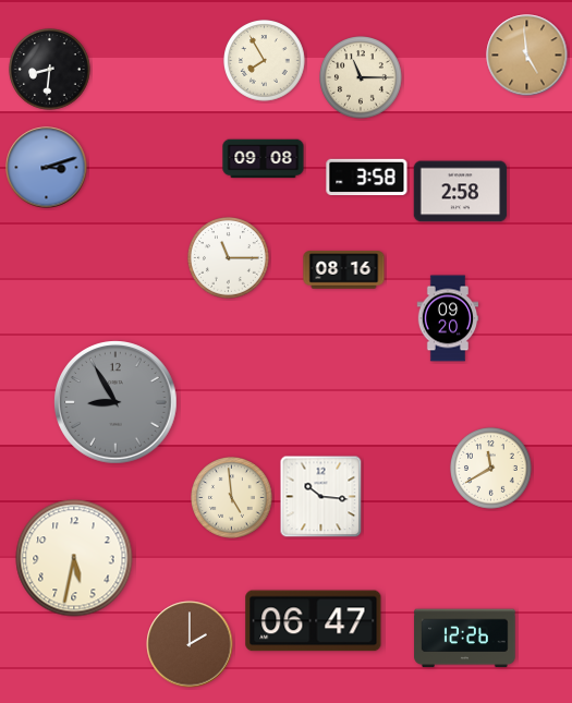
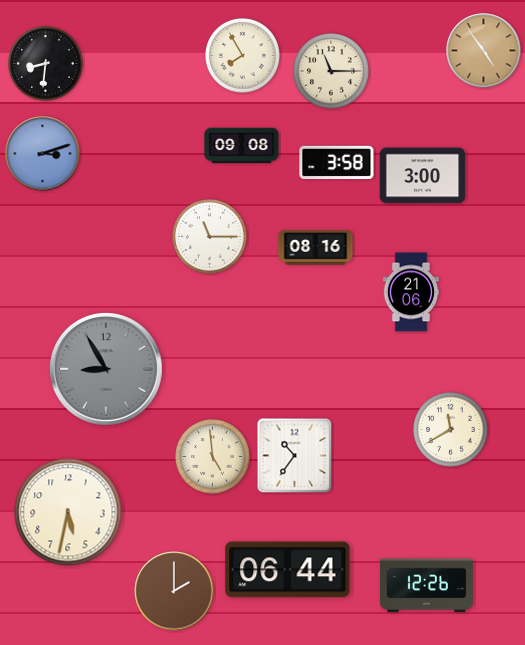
clock at (527, 56): 4:59 -> 4:54
clock at (461, 192): 2:58 -> 3:00
clock at (448, 318): 09:20 -> 21:06
clock at (321, 497): 10:16 -> 10:36
clock at (314, 621): 06:47 -> 06:44
